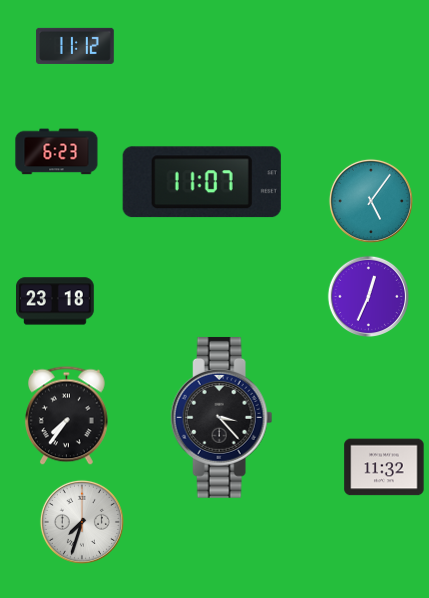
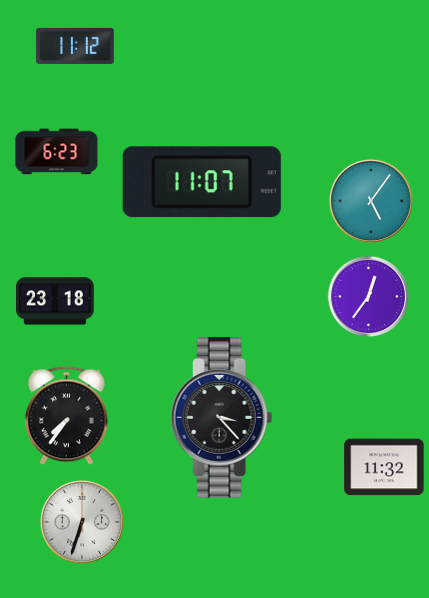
clock at (368, 296): 12:34 -> 12:36
clock at (82, 522): 7:33 -> 6:33
